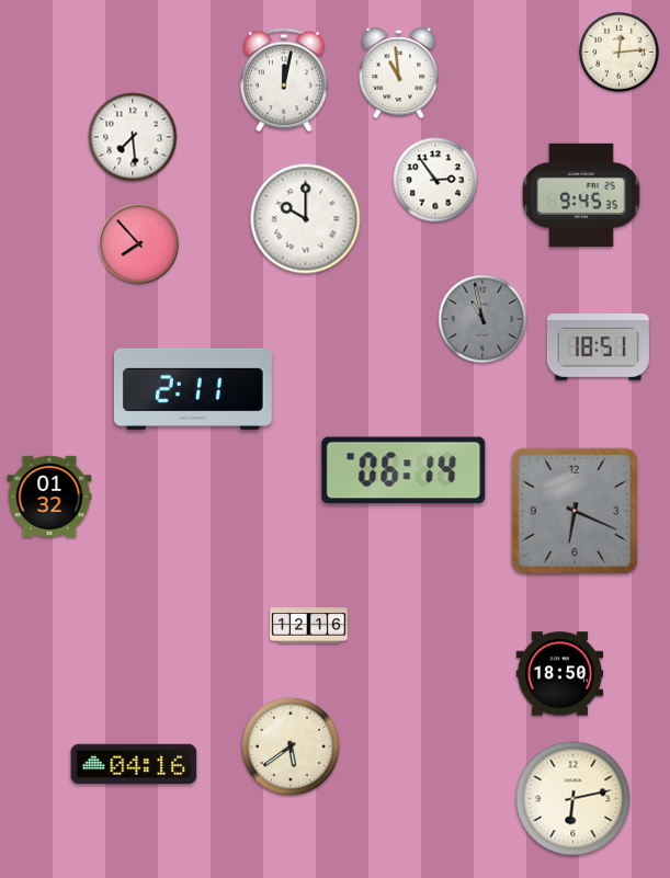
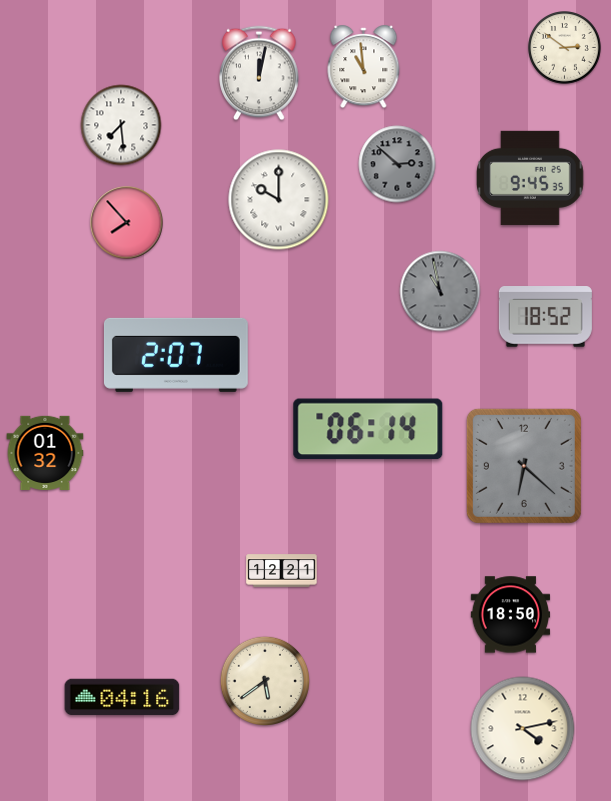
clock at (620, 53): 12:14 -> 2:51
clock at (435, 180): 2:54 -> 2:52
clock at (435, 180) dial: white -> grey
clock at (598, 347): 18:51 -> 18:52
clock at (193, 389): 2:11 -> 2:07
clock at (575, 511): 6:19 -> 6:22
clock at (309, 626): 12:16 -> 12:21
clock at (574, 799): 6:13 -> 4:13
